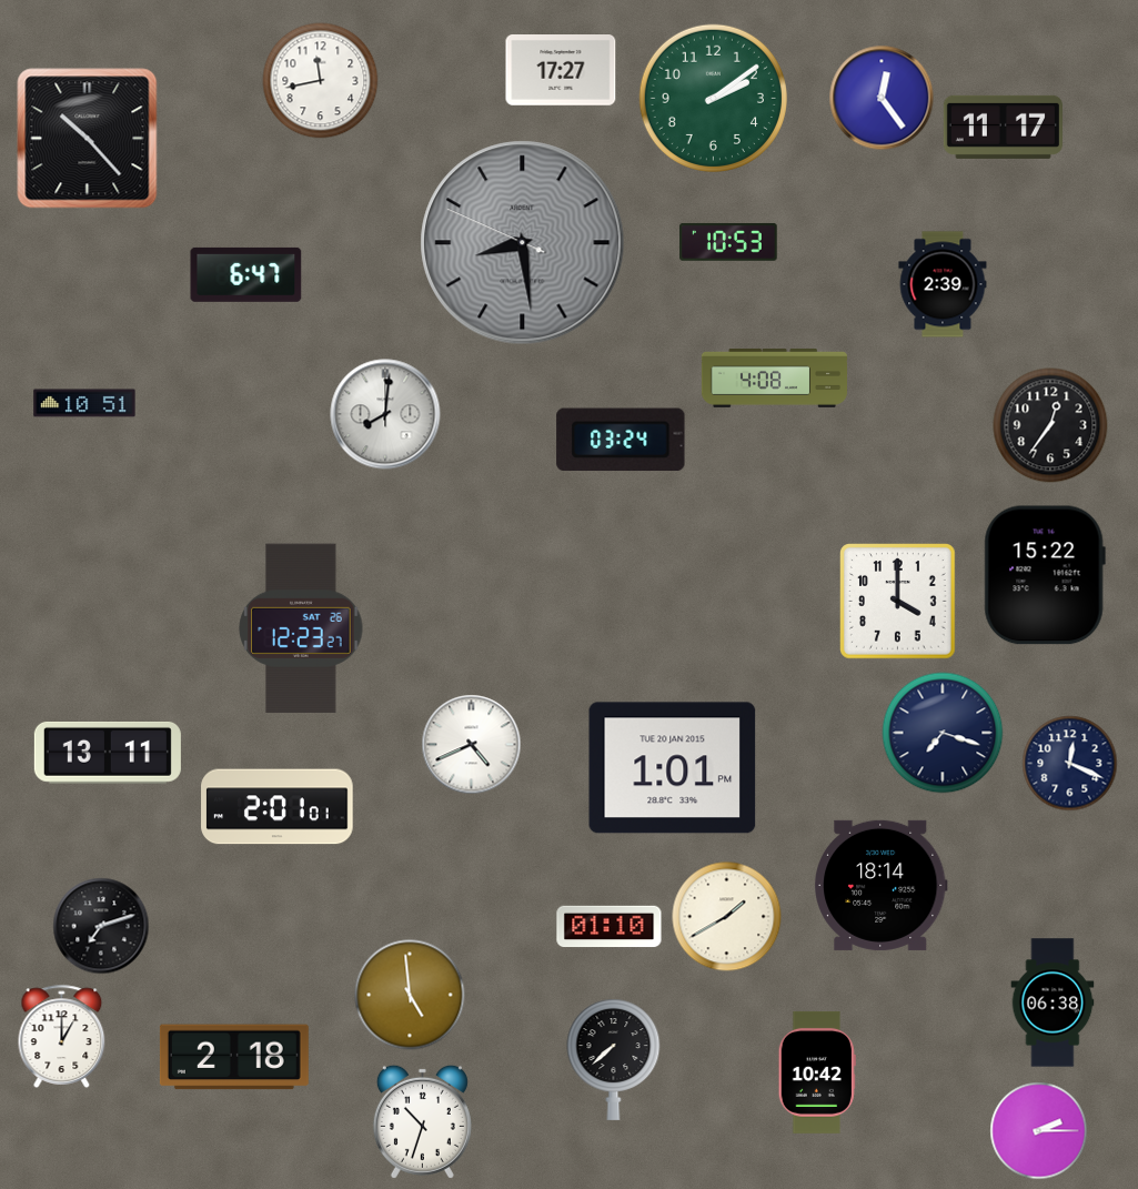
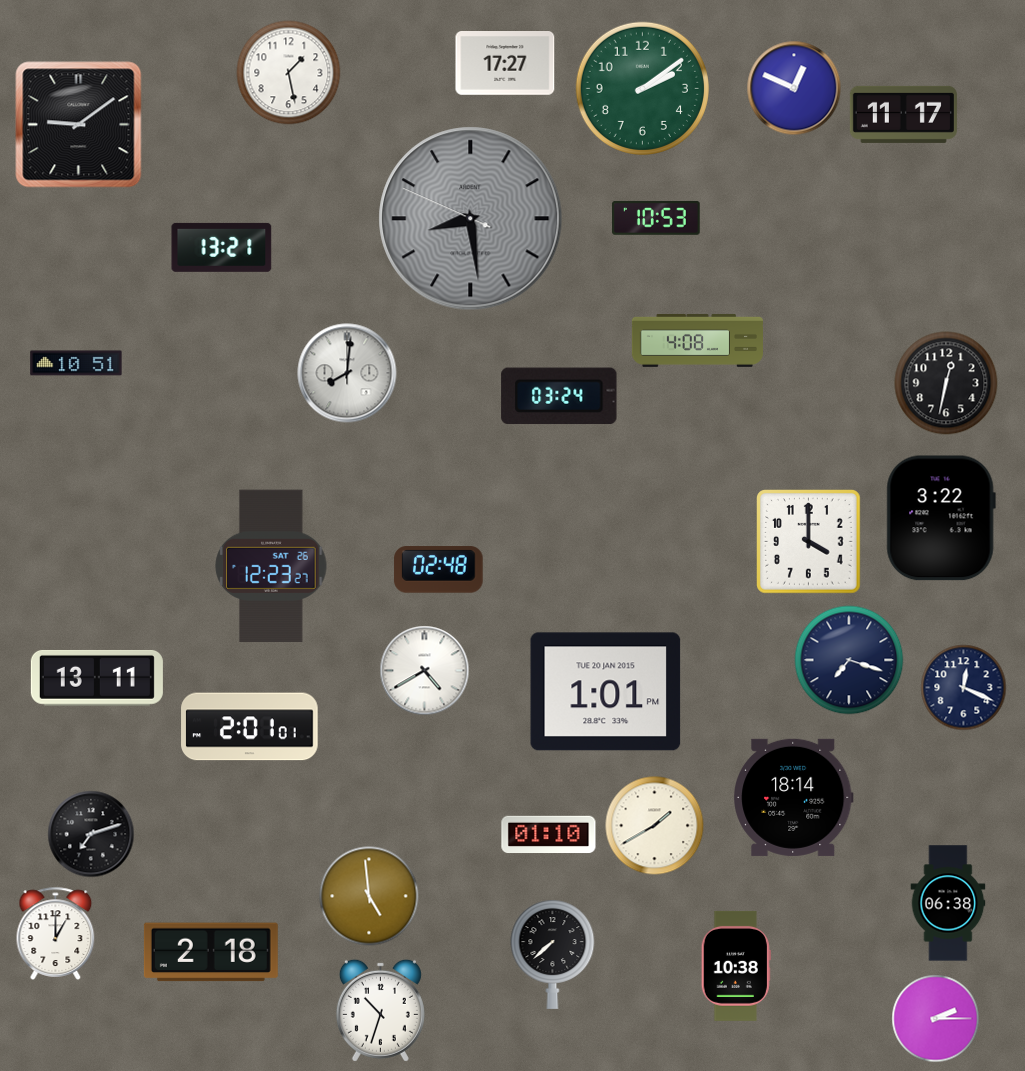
clock at (321, 81): 11:43 -> 1:28
clock at (882, 98): 12:24 -> 12:49
clock at (88, 139): 10:23 -> 9:09
clock at (246, 274): 6:47 -> 13:21
clock at (943, 284): 2:39 -> none
clock at (1050, 425): 12:36 -> 12:32
clock at (1045, 575): 15:22 -> 3:22
clock at (439, 570): none -> 02:48
clock at (472, 745): 4:41 -> 4:40
clock at (817, 1072): 10:42 -> 10:38
